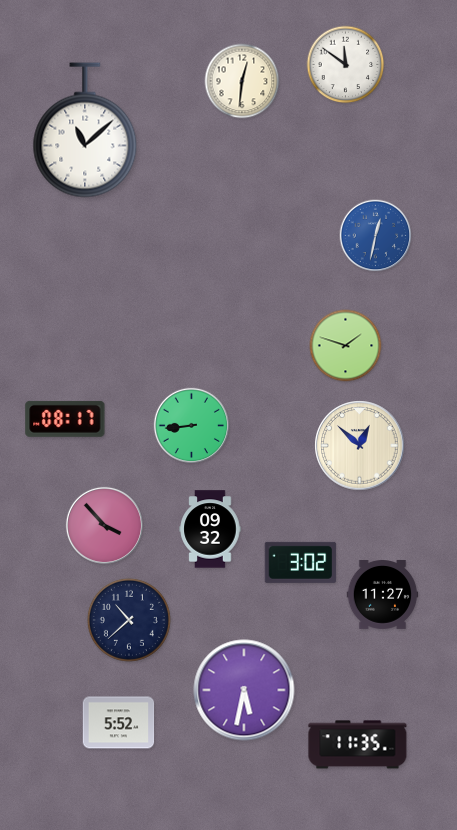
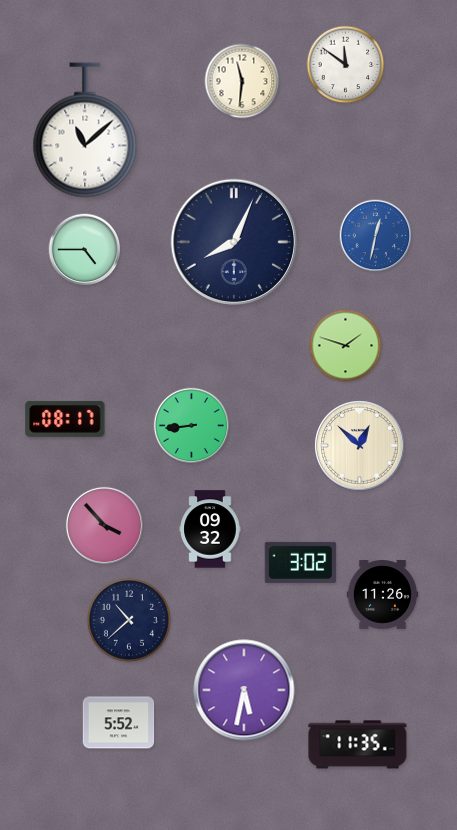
clock at (242, 81): 12:31 -> 11:31
clock at (233, 241): none -> 8:04
clock at (85, 250): none -> 4:45
clock at (383, 595): 11:27 -> 11:26
